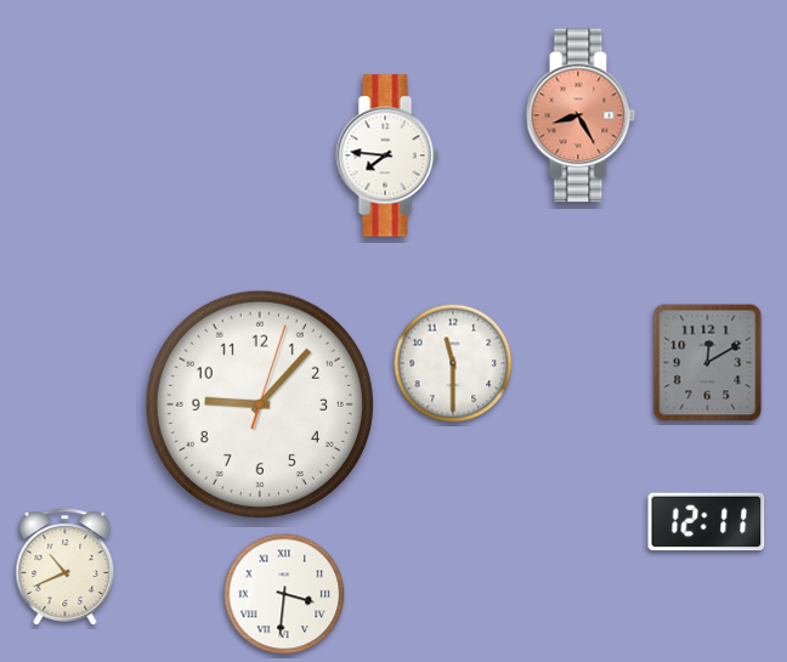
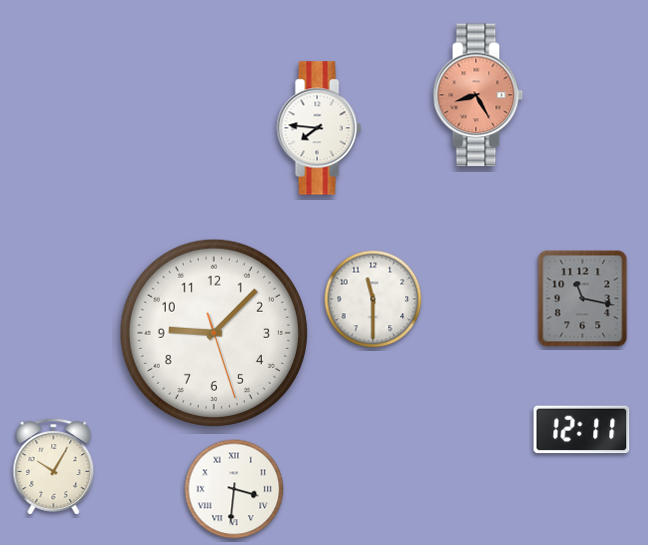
clock at (708, 363): 12:10 -> 11:17
clock at (260, 404): 9:07:03 -> 9:07:27
clock at (66, 567): 10:41 -> 10:05
